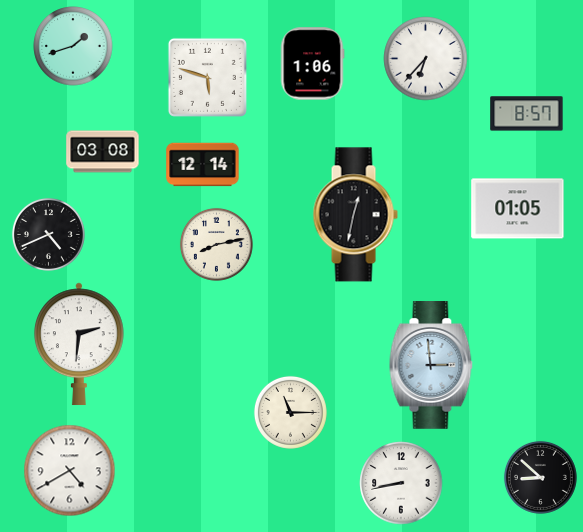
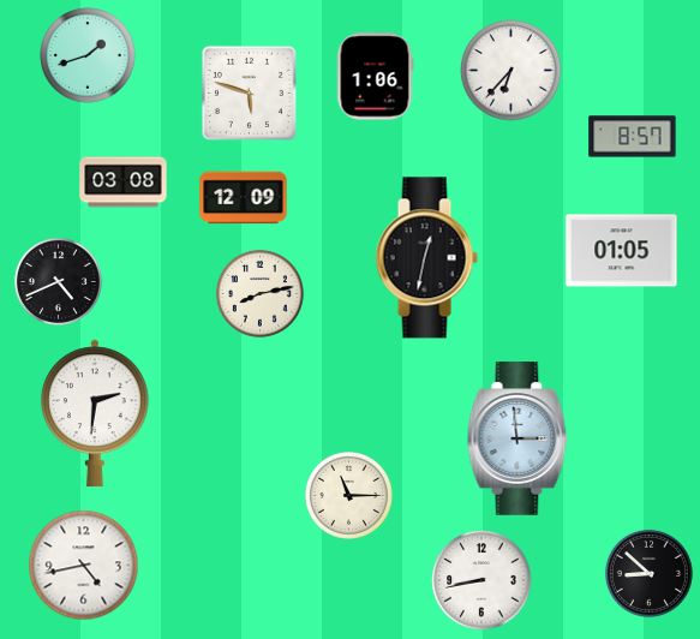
clock at (203, 165): 12:14 -> 12:09
clock at (70, 471): 4:40 -> 4:43
